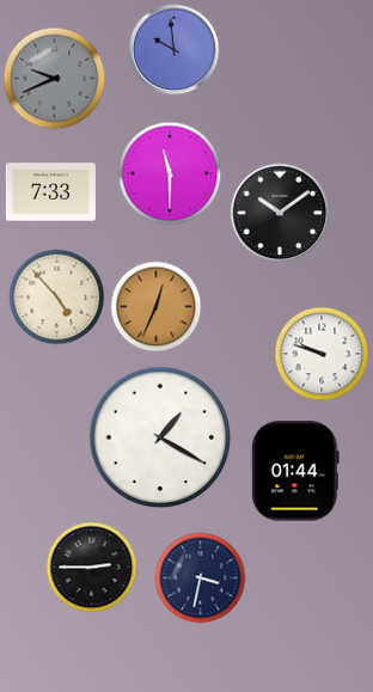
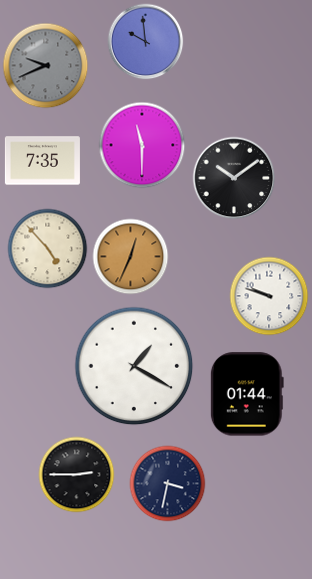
clock at (50, 192): 7:33 -> 7:35
